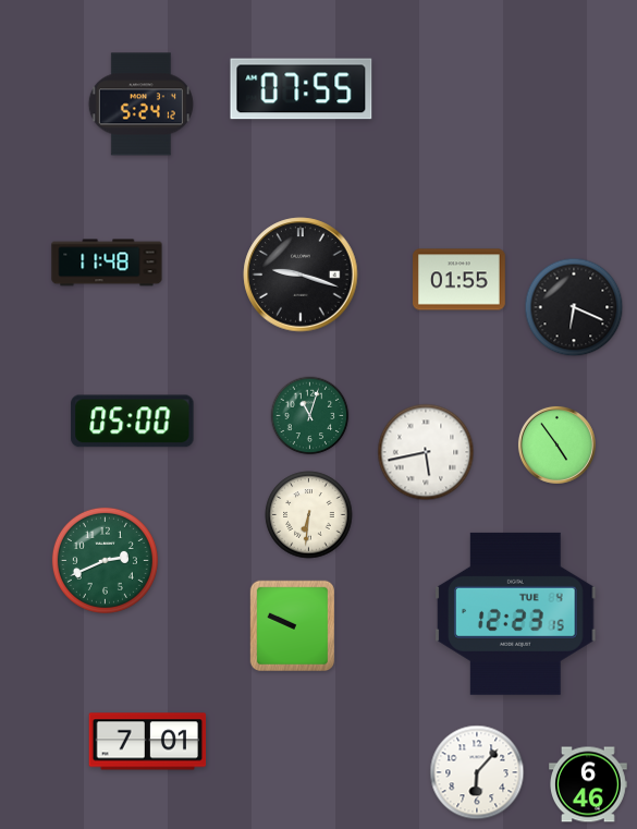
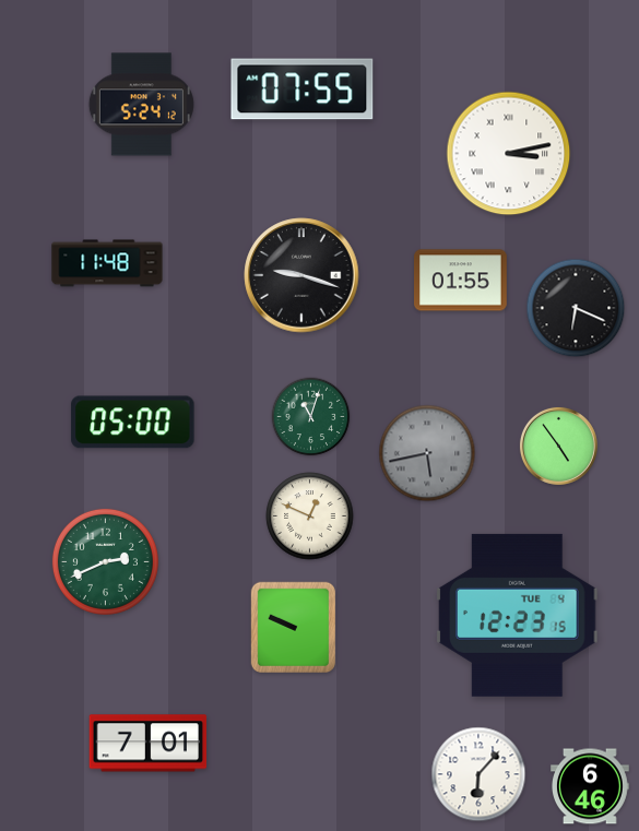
clock at (509, 154): none -> 3:13
clock at (426, 452) dial: white -> grey
clock at (309, 515): 6:31 -> 12:49
